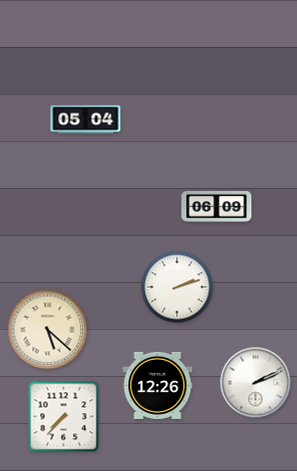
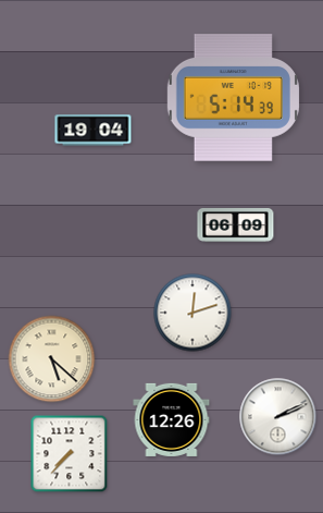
clock at (233, 98): none -> 5:14
clock at (86, 120): 05:04 -> 19:04
clock at (177, 287): 2:12 -> 12:12
